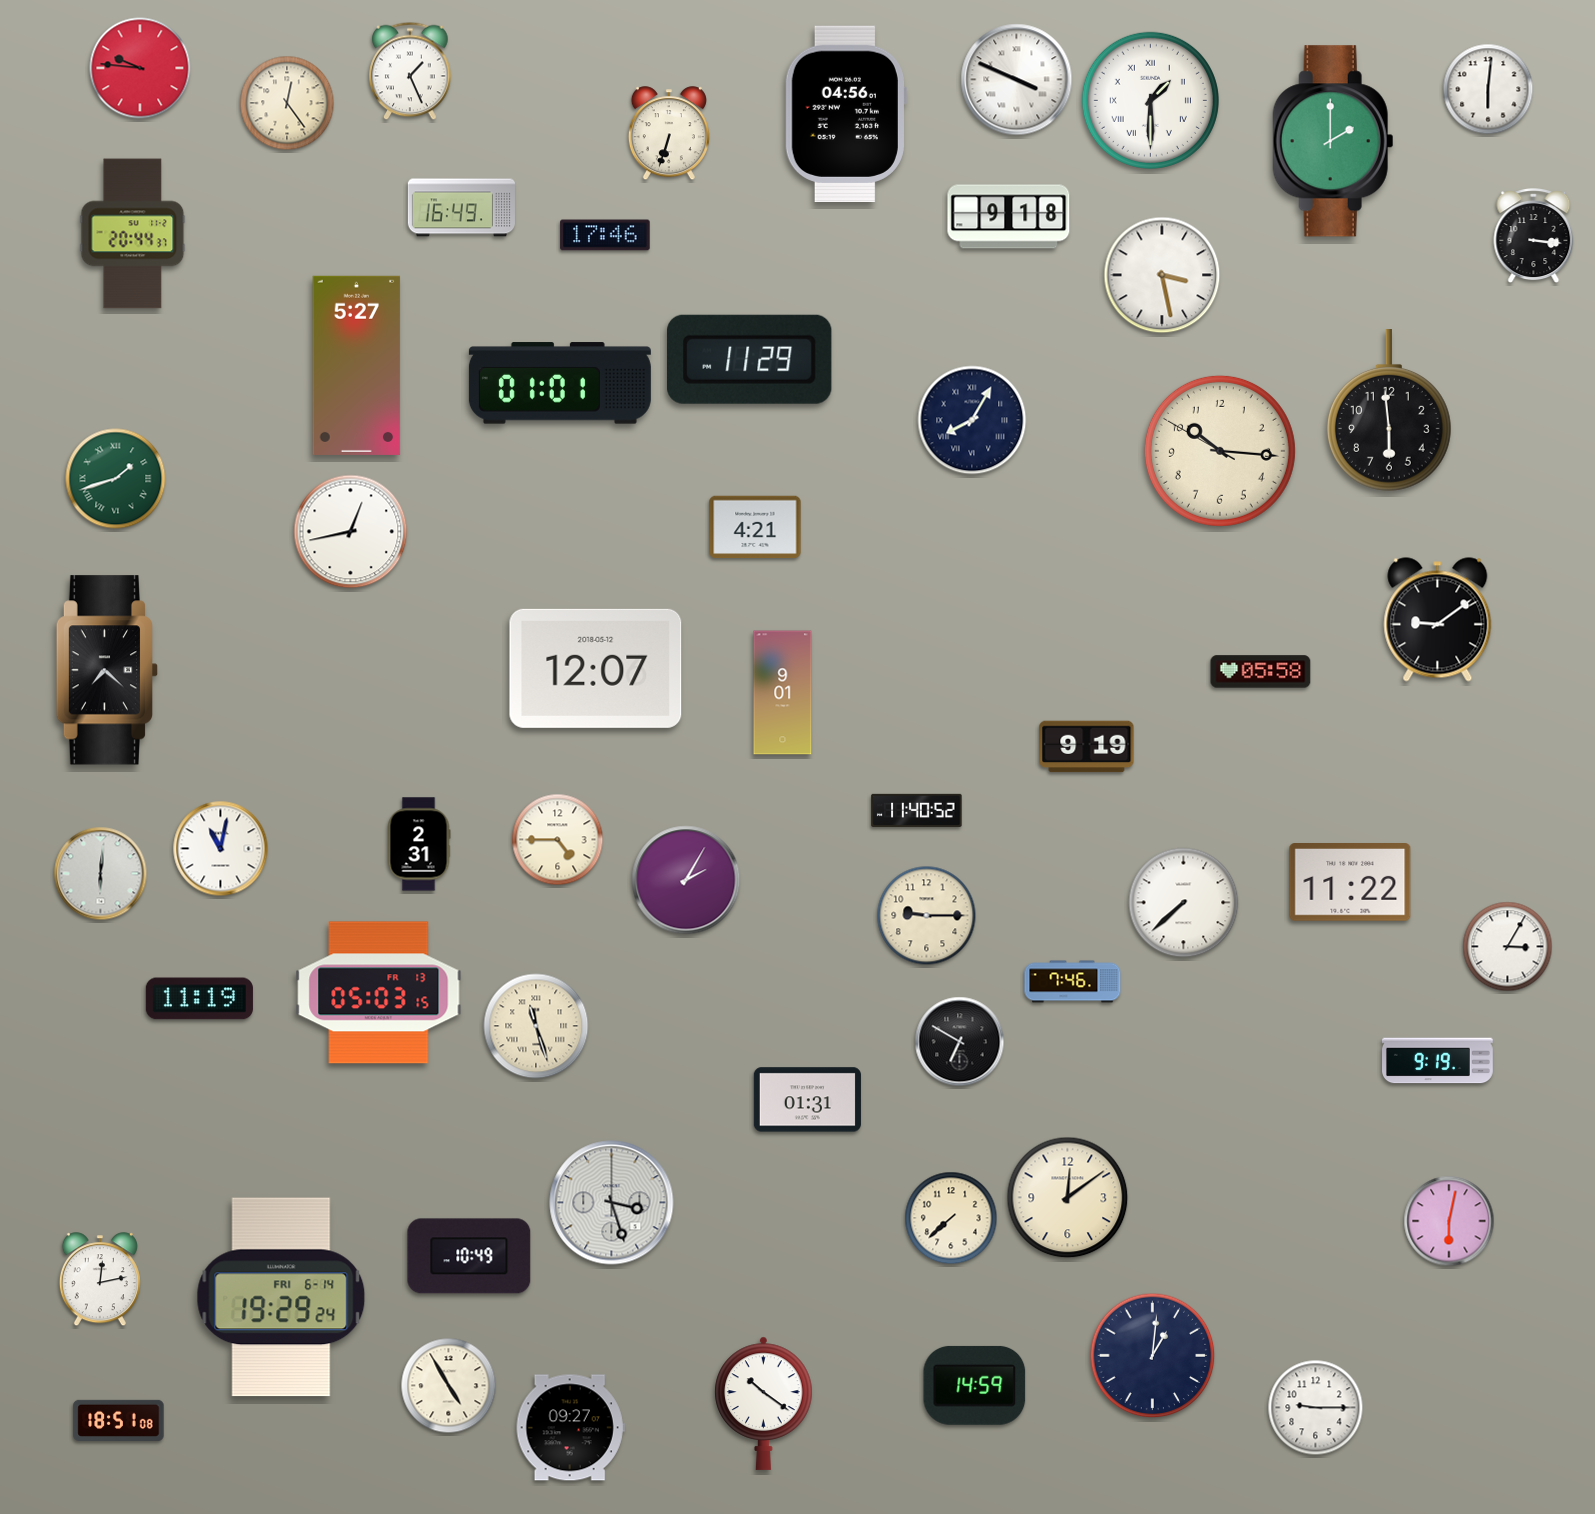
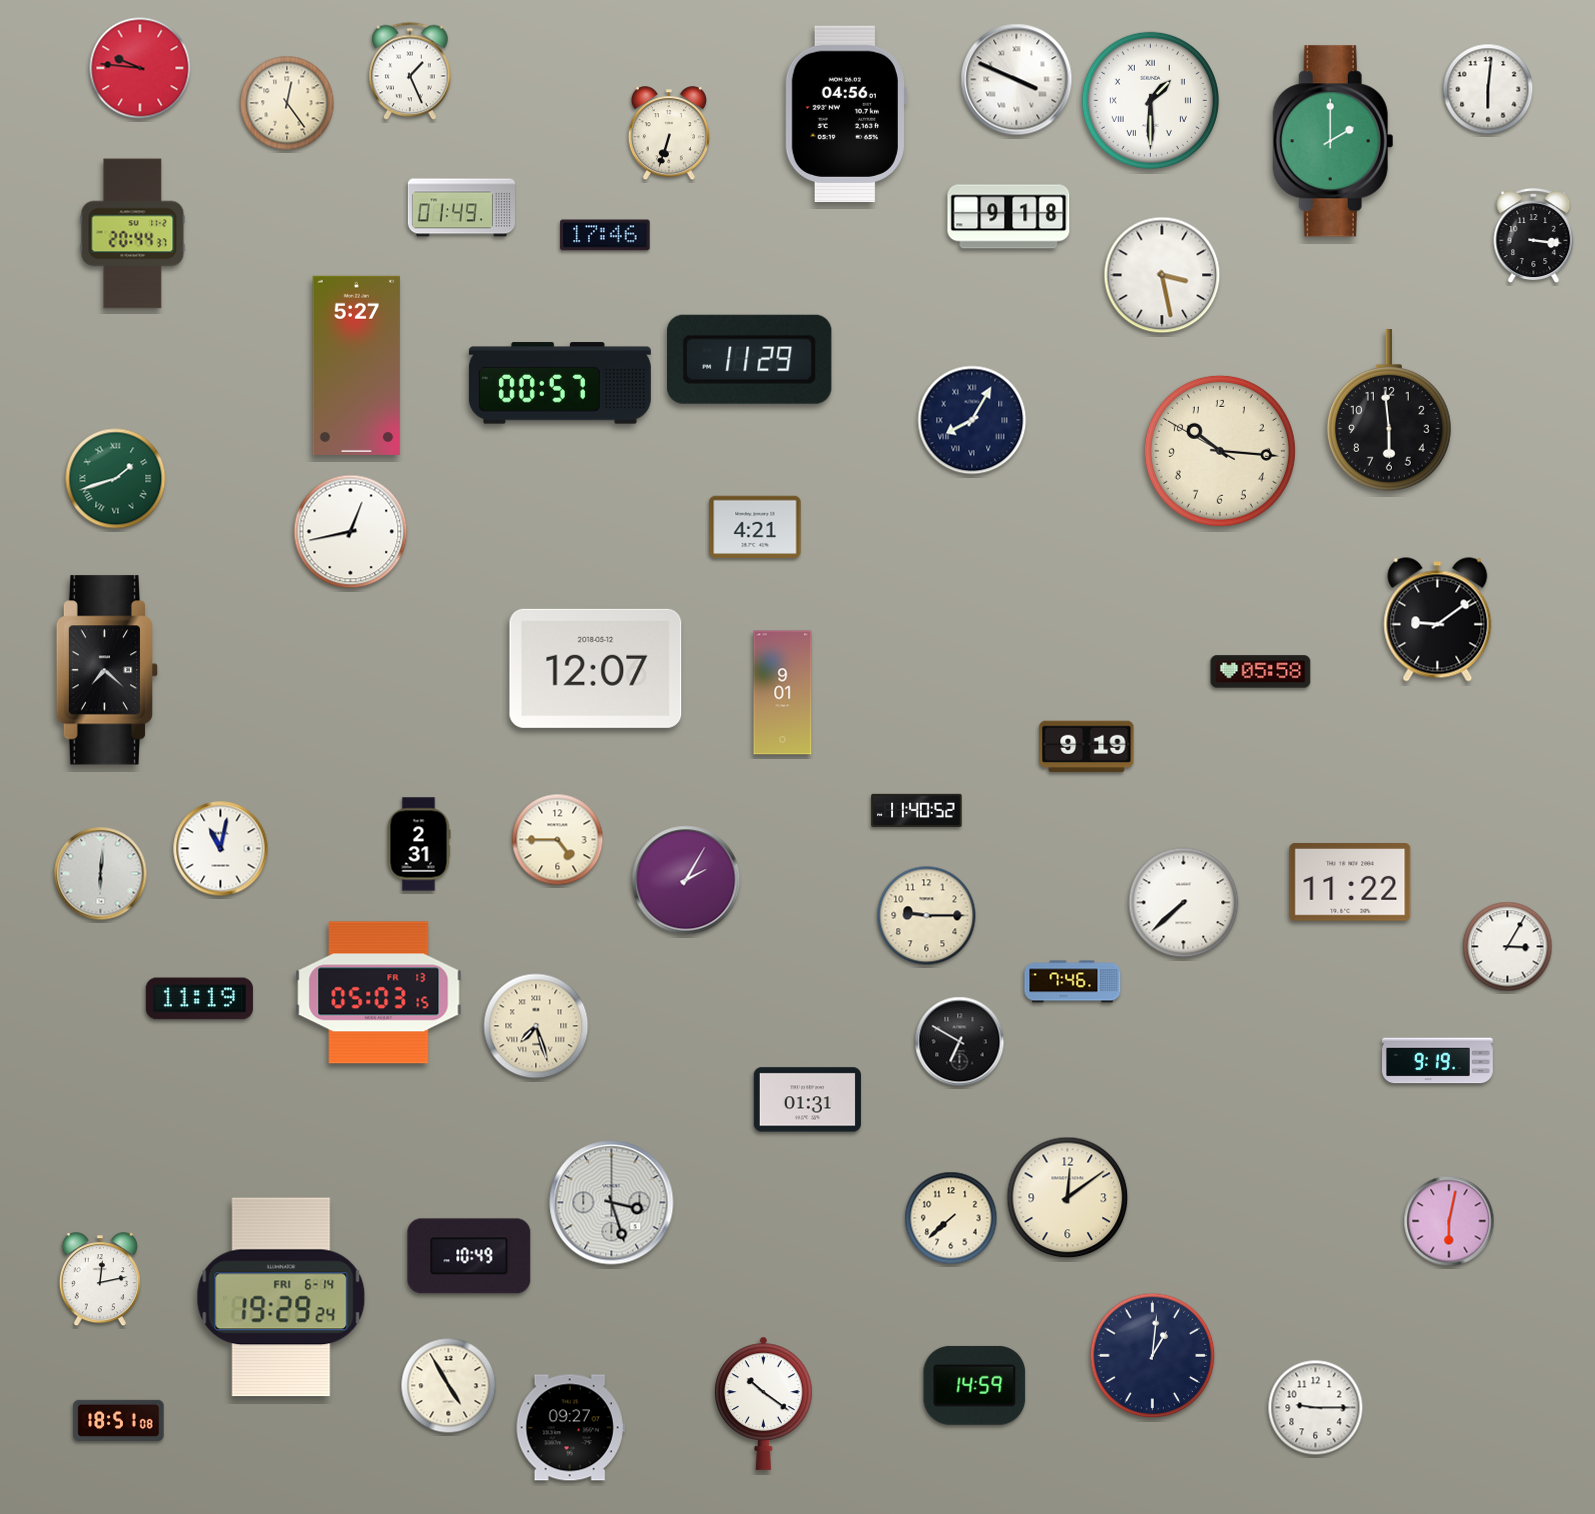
clock at (461, 208): 16:49 -> 01:49
clock at (560, 383): 01:01 -> 00:57
clock at (536, 1026): 11:27 -> 7:27
